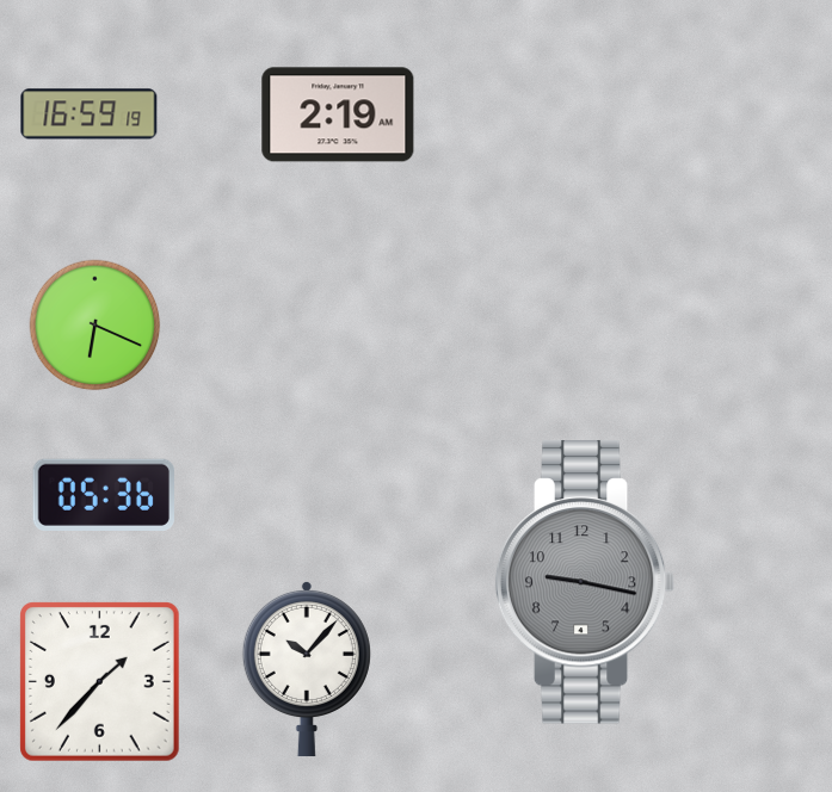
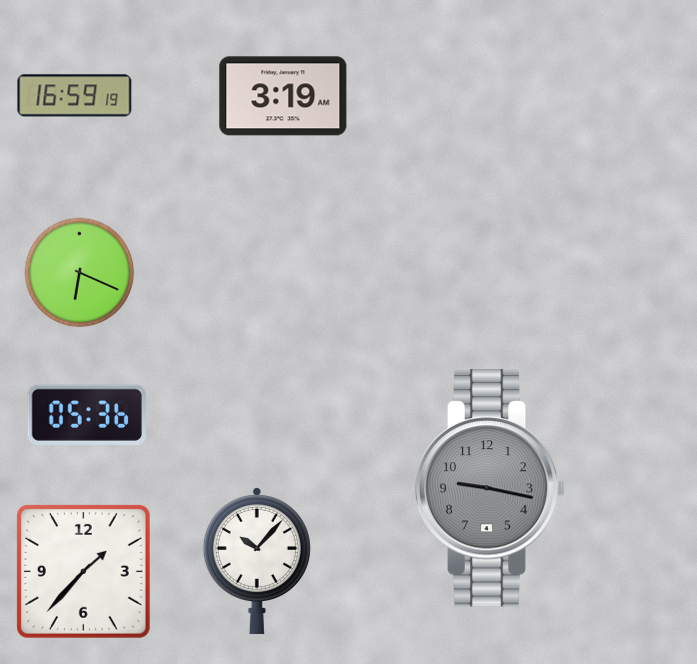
clock at (338, 115): 2:19 -> 3:19
